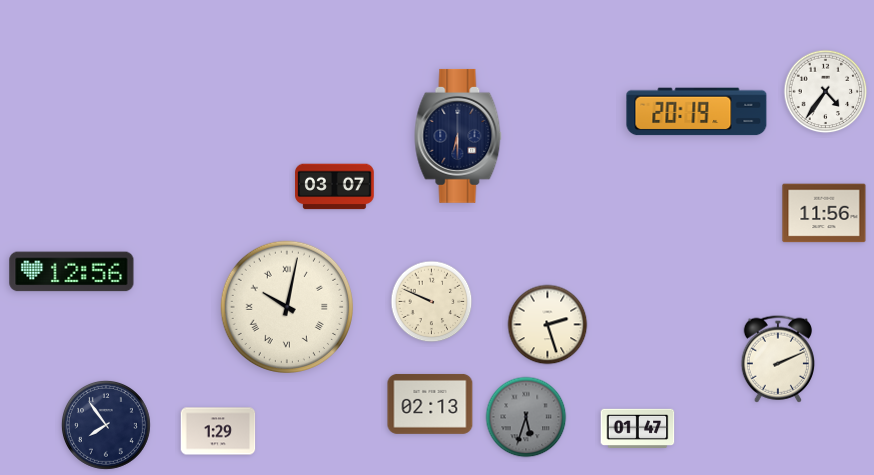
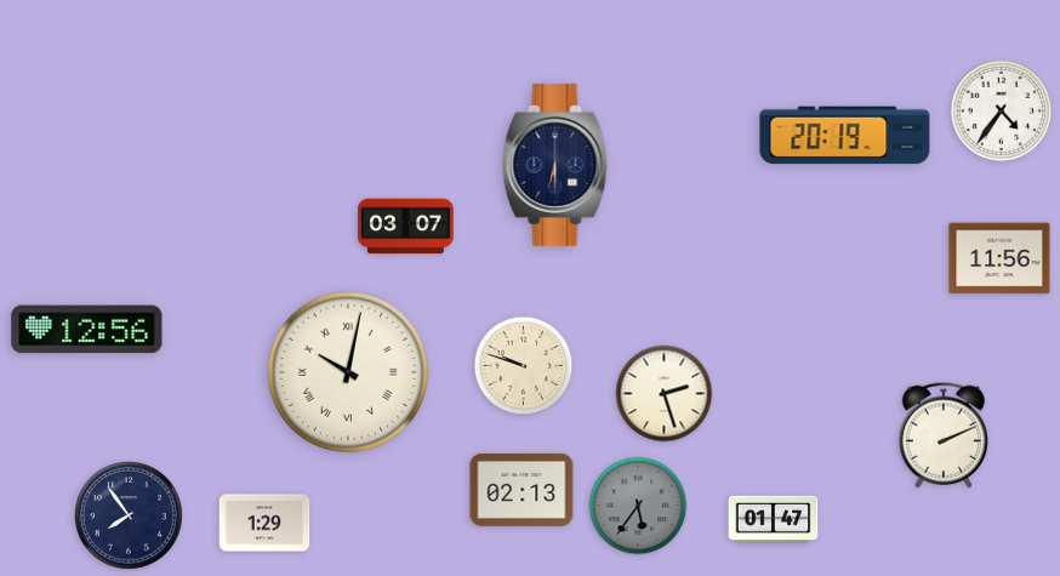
clock at (432, 302): 9:49 -> 9:48
clock at (526, 417): 5:33 -> 5:36
